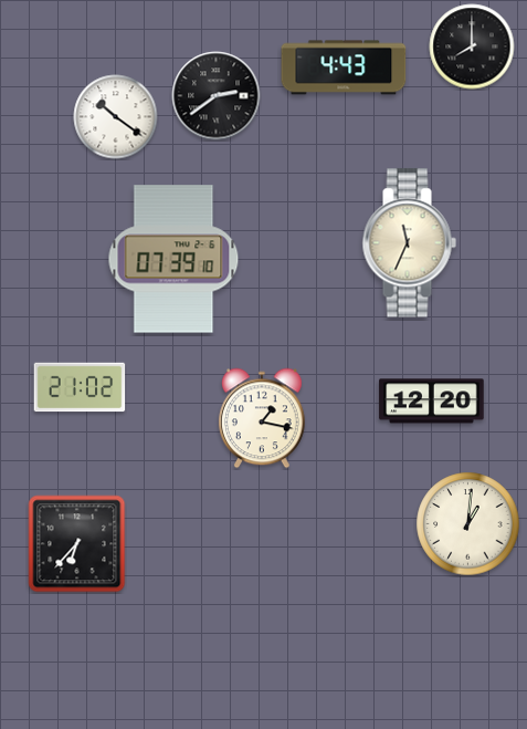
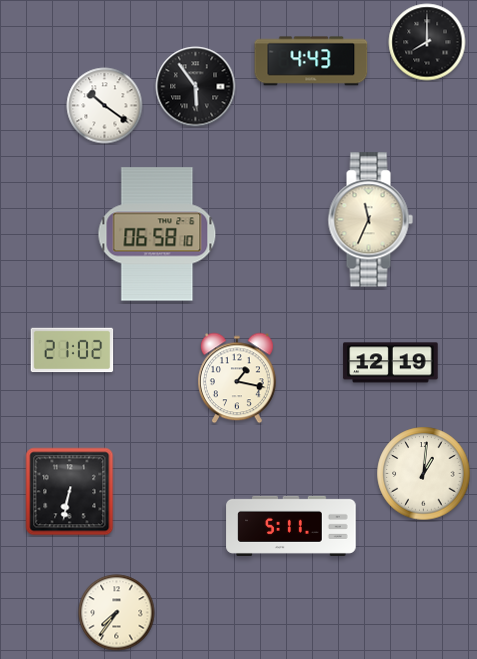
clock at (217, 96): 2:39 -> 5:54
clock at (173, 259): 07:39 -> 06:58
clock at (432, 402): 12:20 -> 12:19
clock at (77, 544): 6:37 -> 6:32
clock at (291, 526): none -> 5:11
clock at (117, 613): none -> 7:36
